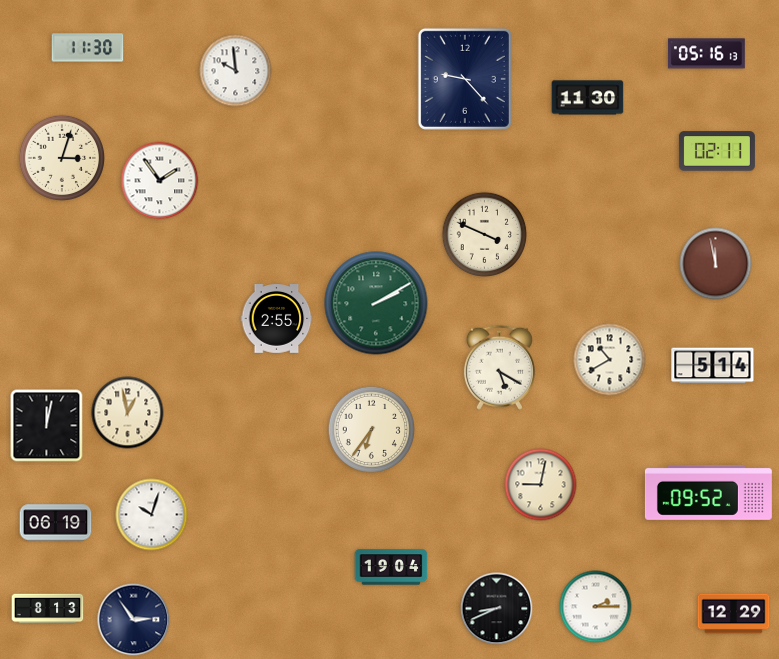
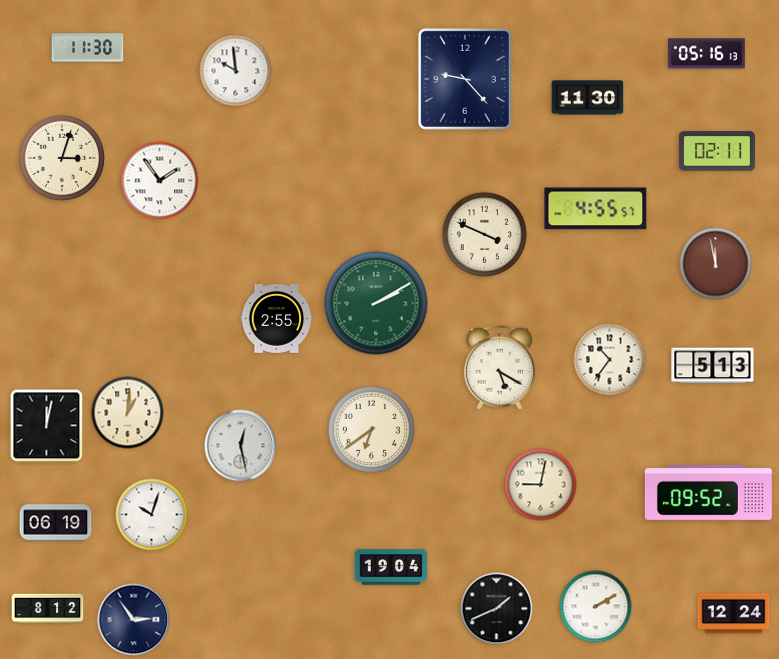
clock at (596, 209): none -> 4:55
clock at (610, 360): 10:40 -> 10:36
clock at (713, 366): 5:14 -> 5:13
clock at (128, 413): 12:58 -> 1:01
clock at (371, 429): 6:36 -> 6:39
clock at (241, 446): none -> 12:28
clock at (596, 607): 2:15 -> 2:10
clock at (48, 609): 8:13 -> 8:12
clock at (497, 609): 8:41 -> 1:41
clock at (734, 614): 12:29 -> 12:24
